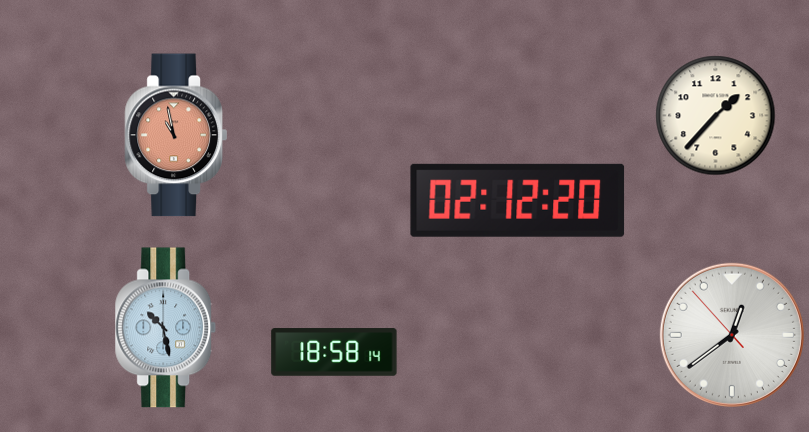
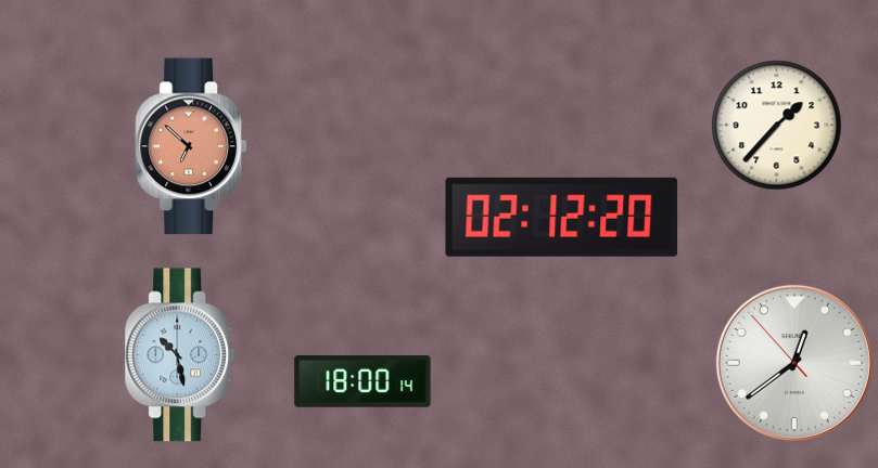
clock at (176, 135): 10:58 -> 6:52
clock at (334, 352): 18:58 -> 18:00
